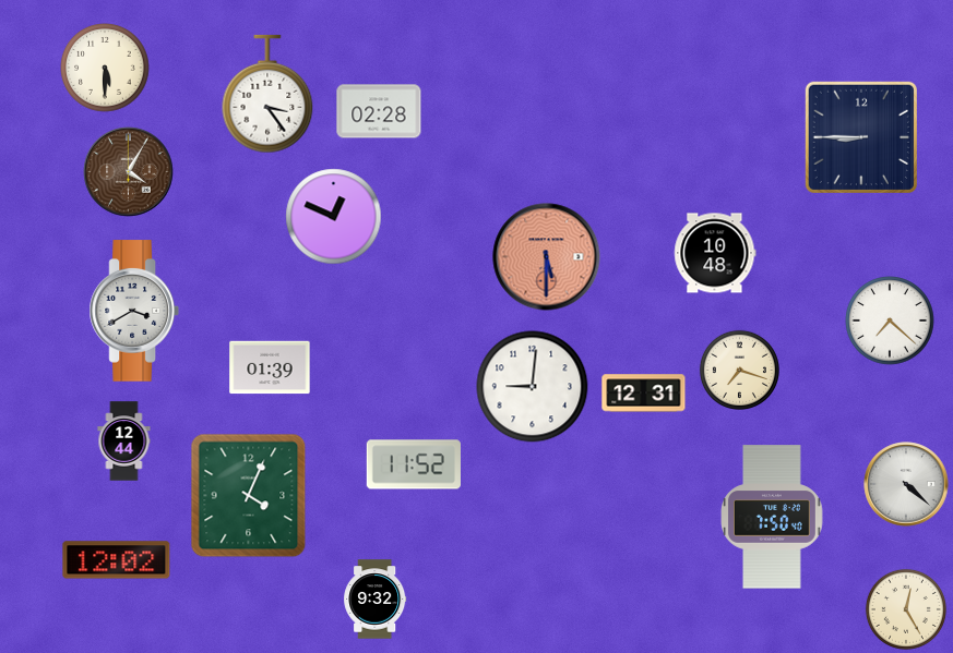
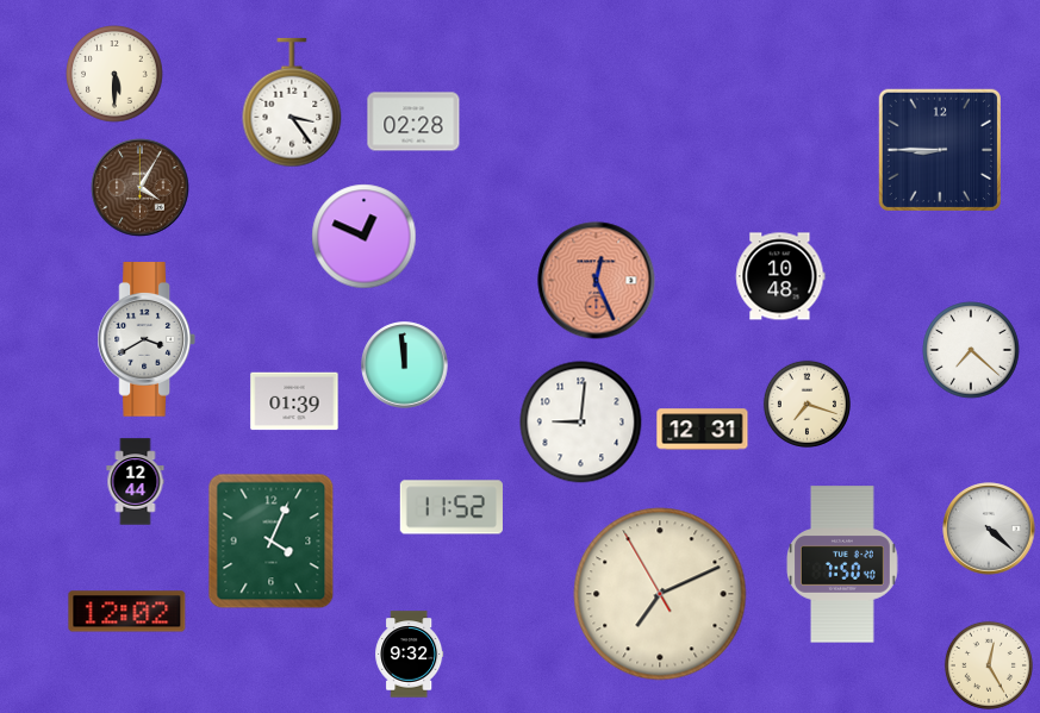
clock at (547, 257): 5:30 -> 12:26
clock at (405, 365): none -> 11:59
clock at (660, 594): none -> 7:10
